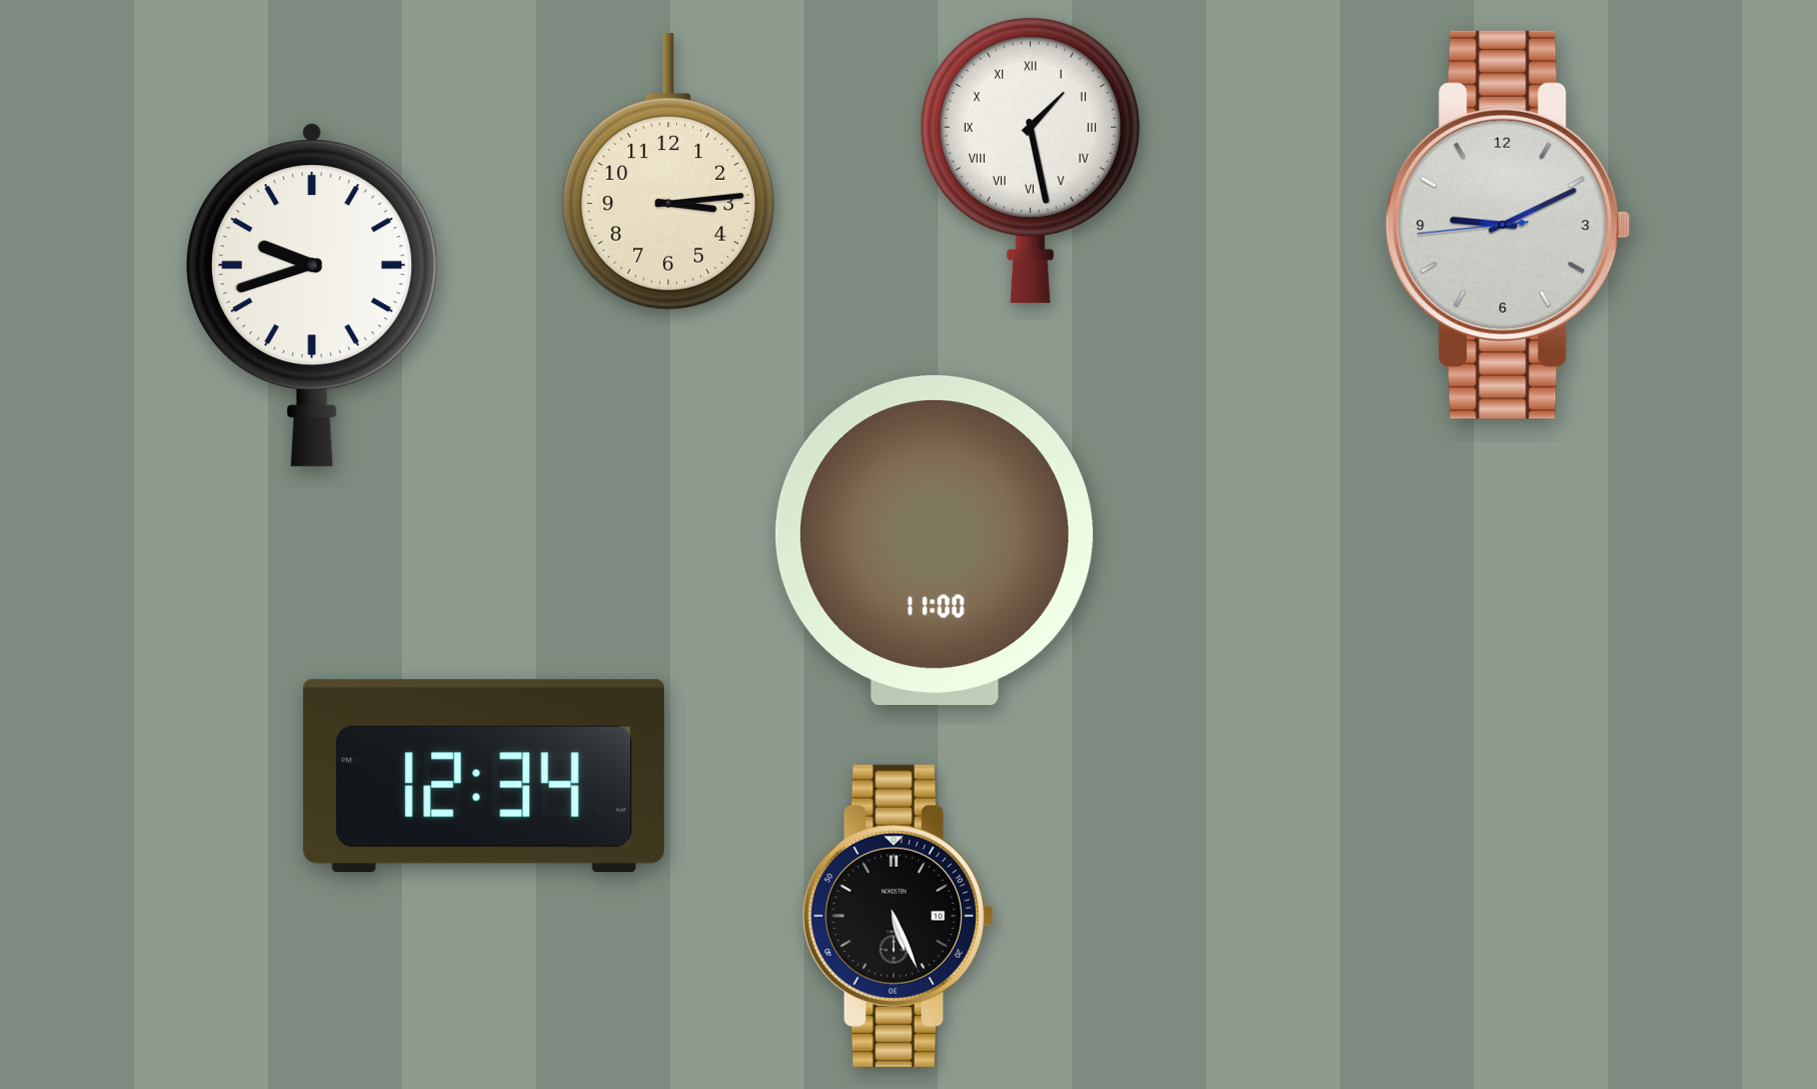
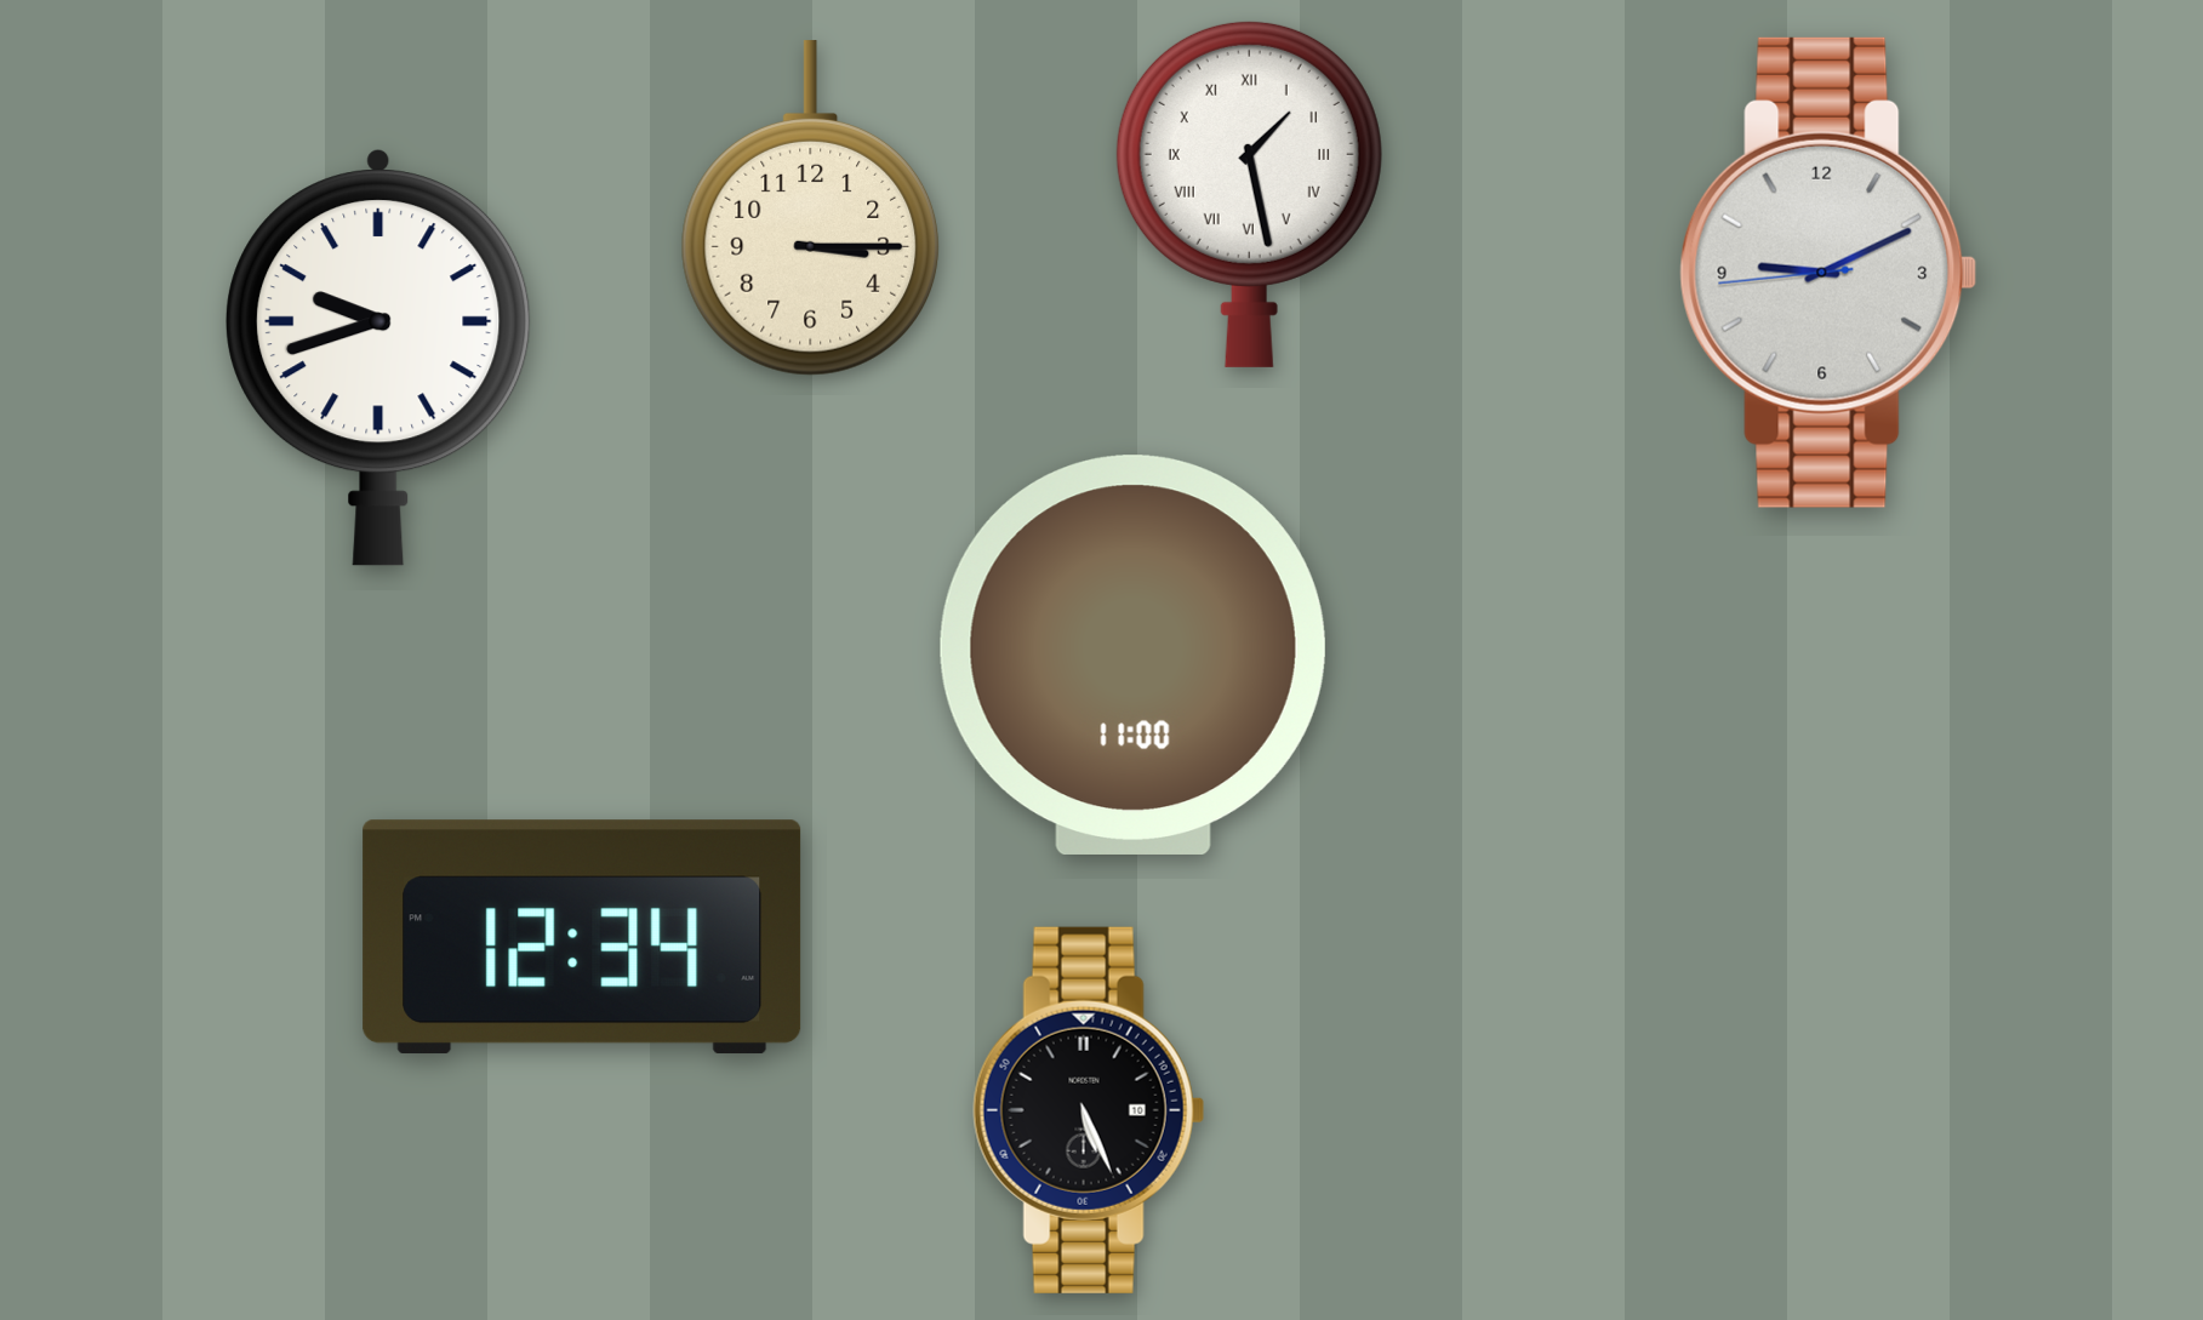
clock at (669, 172): 3:14 -> 3:15
clock at (484, 776) position: (484, 776) -> (582, 937)
